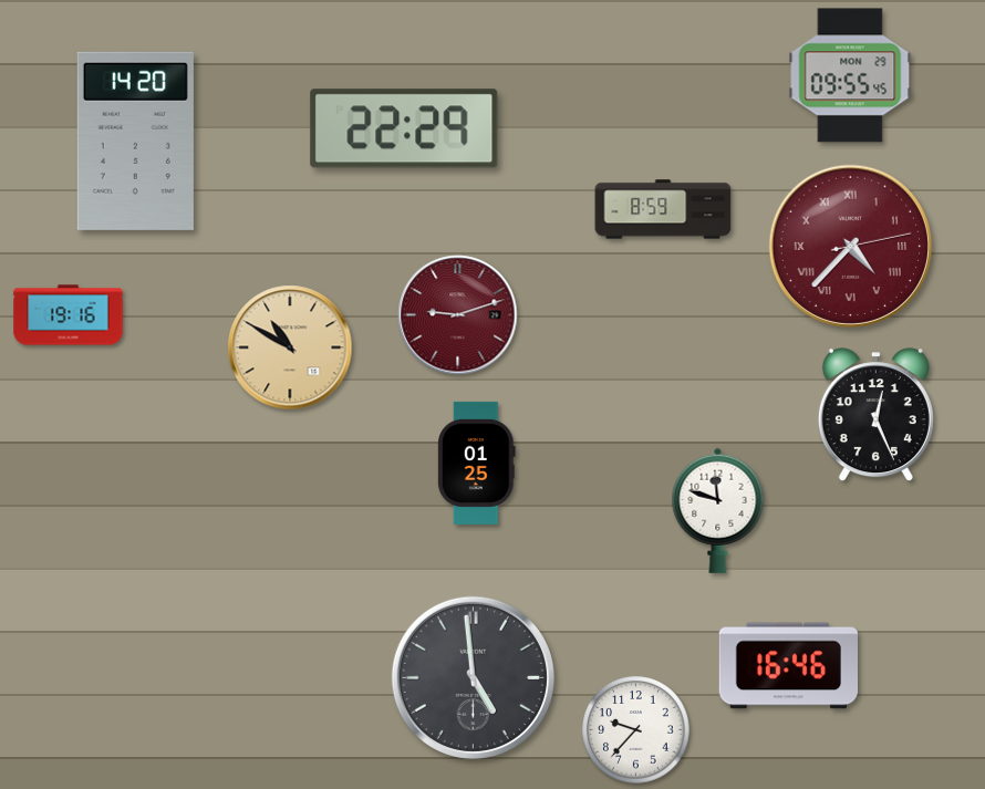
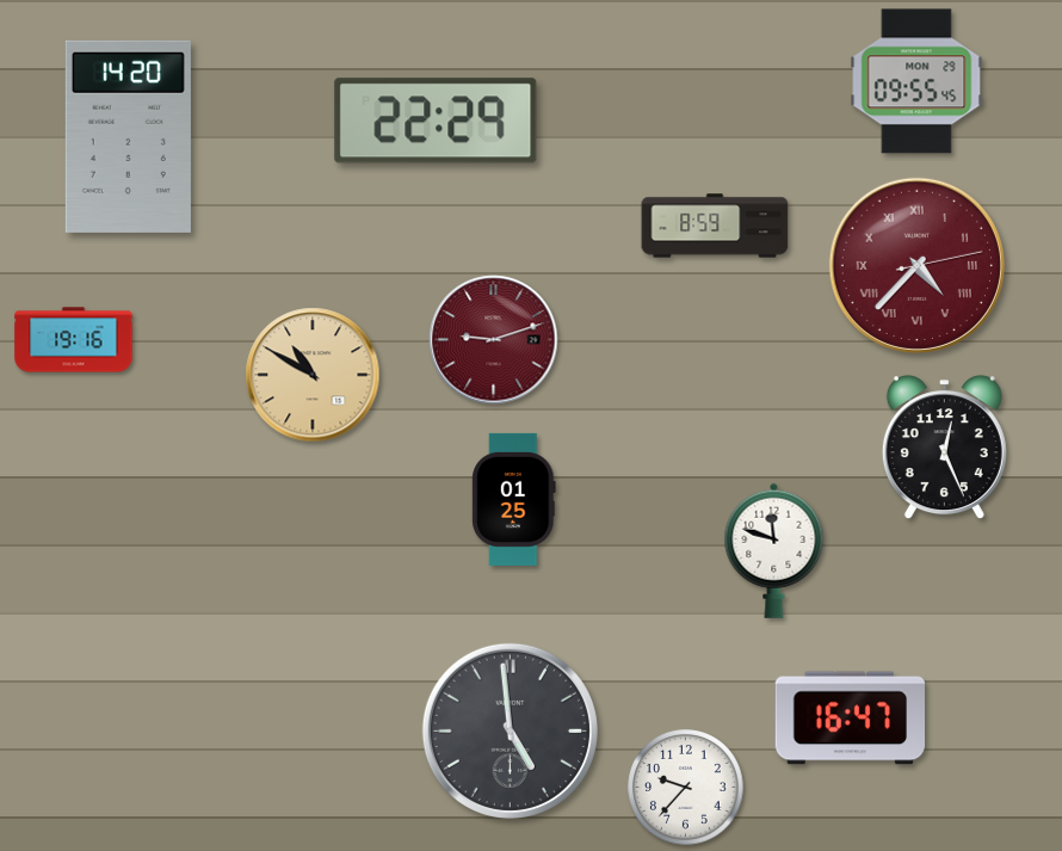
clock at (404, 128) position: (404, 128) -> (436, 121)
clock at (135, 141) position: (135, 141) -> (128, 136)
clock at (788, 666): 16:46 -> 16:47
